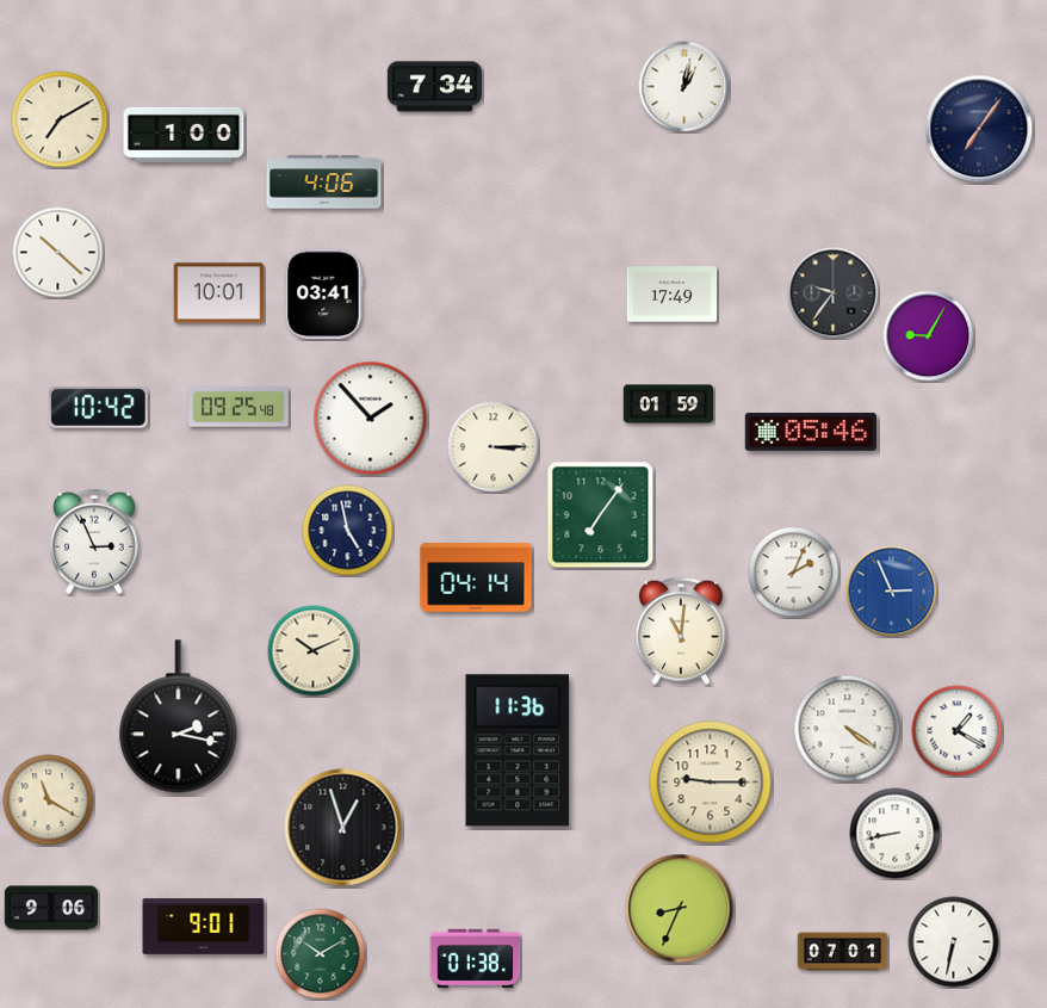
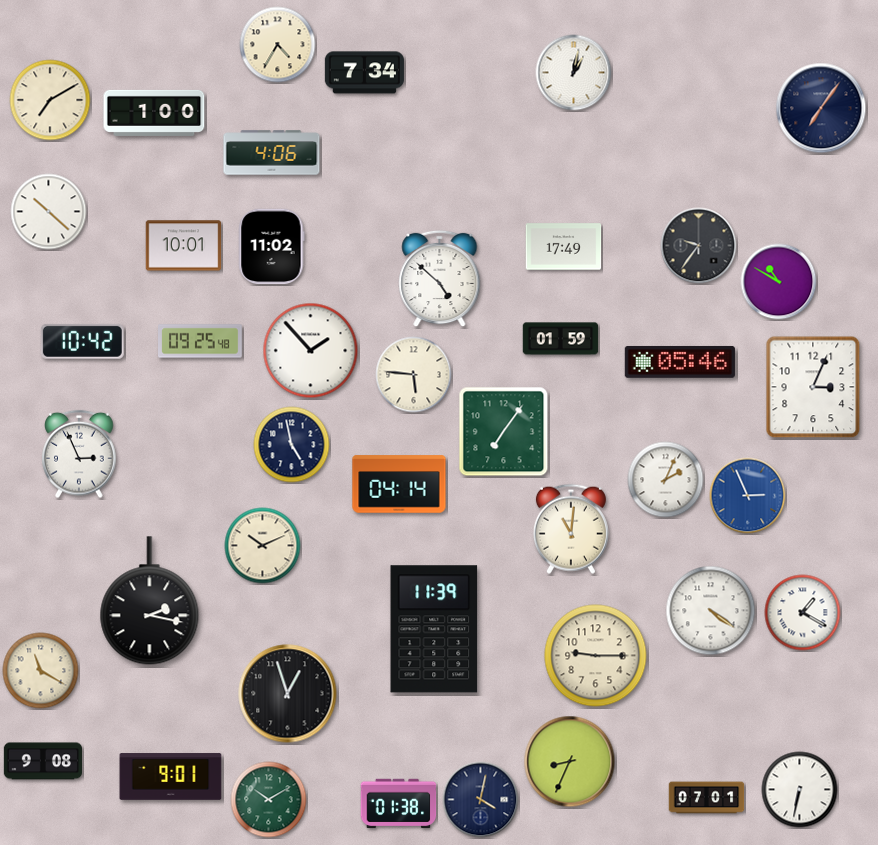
clock at (278, 45): none -> 4:35
clock at (324, 295): 03:41 -> 11:02
clock at (440, 279): none -> 4:52
clock at (929, 336): 9:05 -> 10:50
clock at (494, 447): 3:15 -> 5:46
clock at (813, 387): none -> 3:04
clock at (518, 750): 11:36 -> 11:39
clock at (896, 834): 8:43 -> none
clock at (50, 908): 9:06 -> 9:08
clock at (481, 800): none -> 4:02
